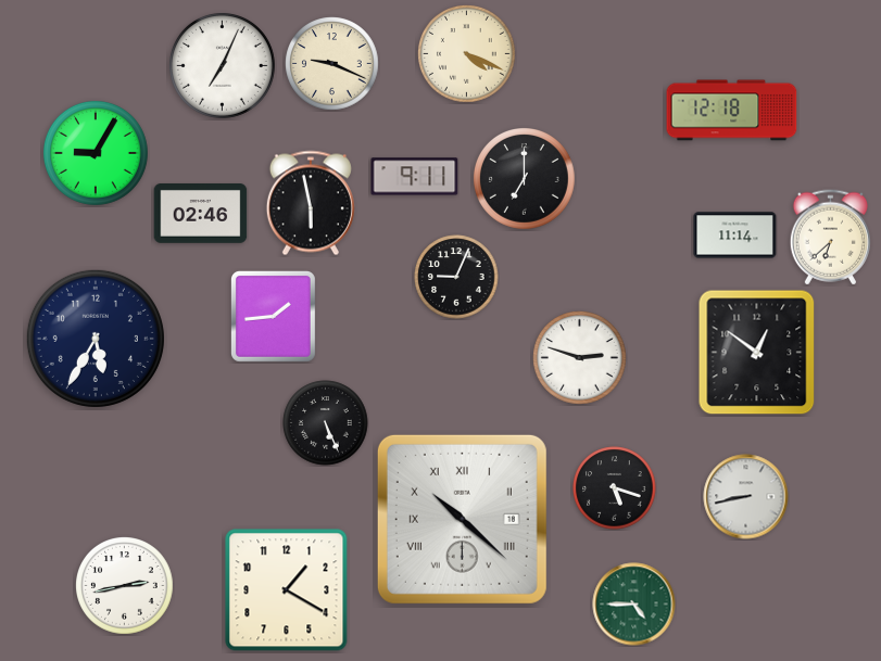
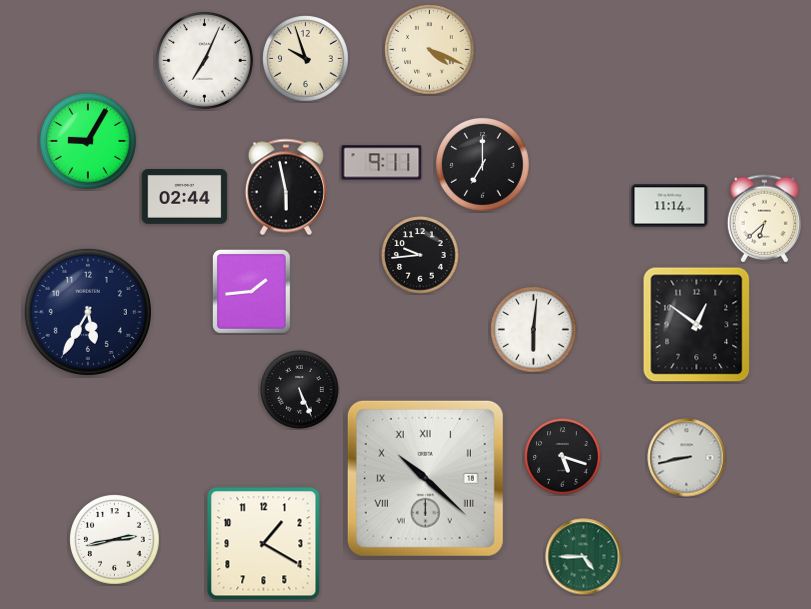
clock at (332, 64): 9:19 -> 9:57
clock at (732, 111): 12:18 -> none
clock at (201, 214): 02:46 -> 02:44
clock at (735, 236) position: (735, 236) -> (670, 206)
clock at (456, 277): 9:04 -> 9:44
clock at (580, 358): 2:48 -> 6:01
clock at (615, 488) position: (615, 488) -> (563, 457)
